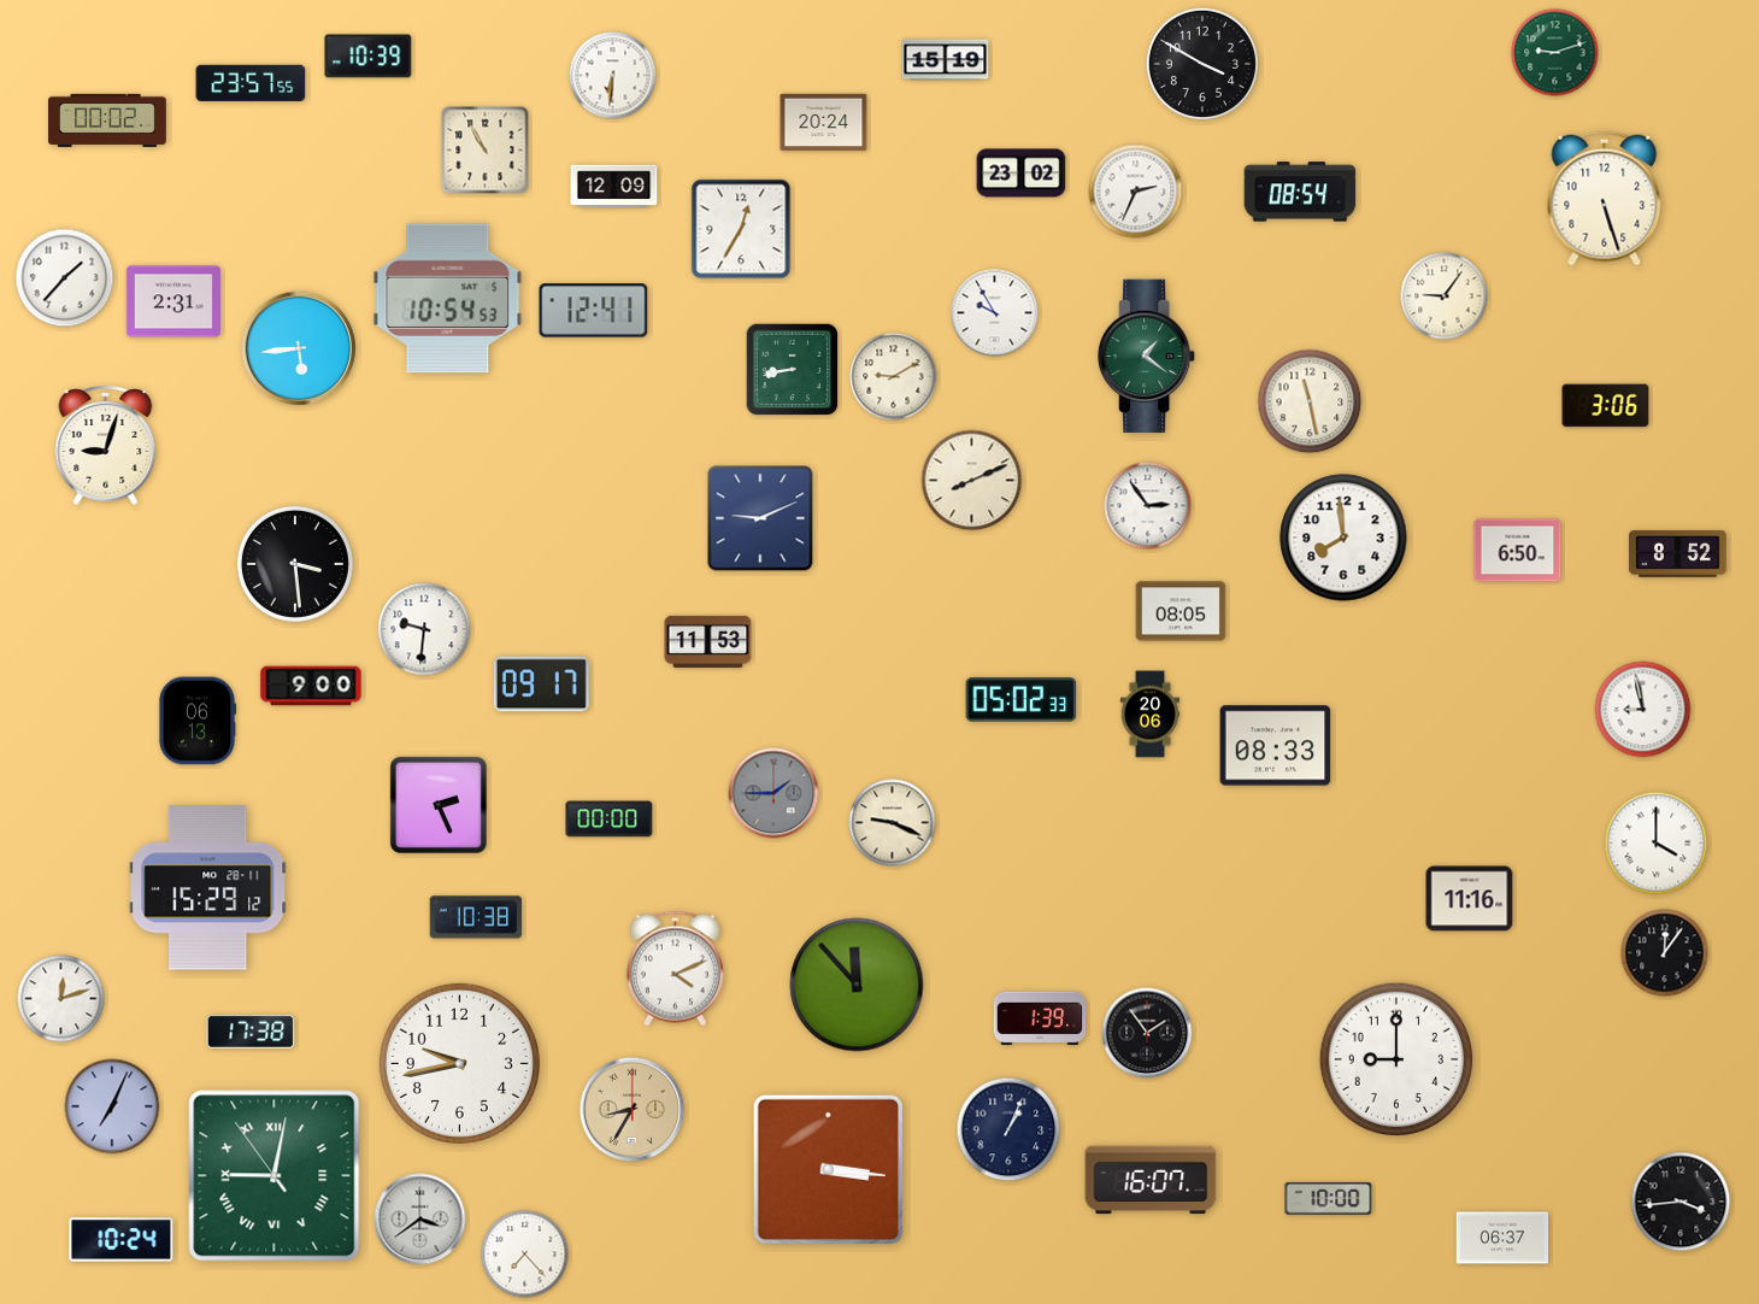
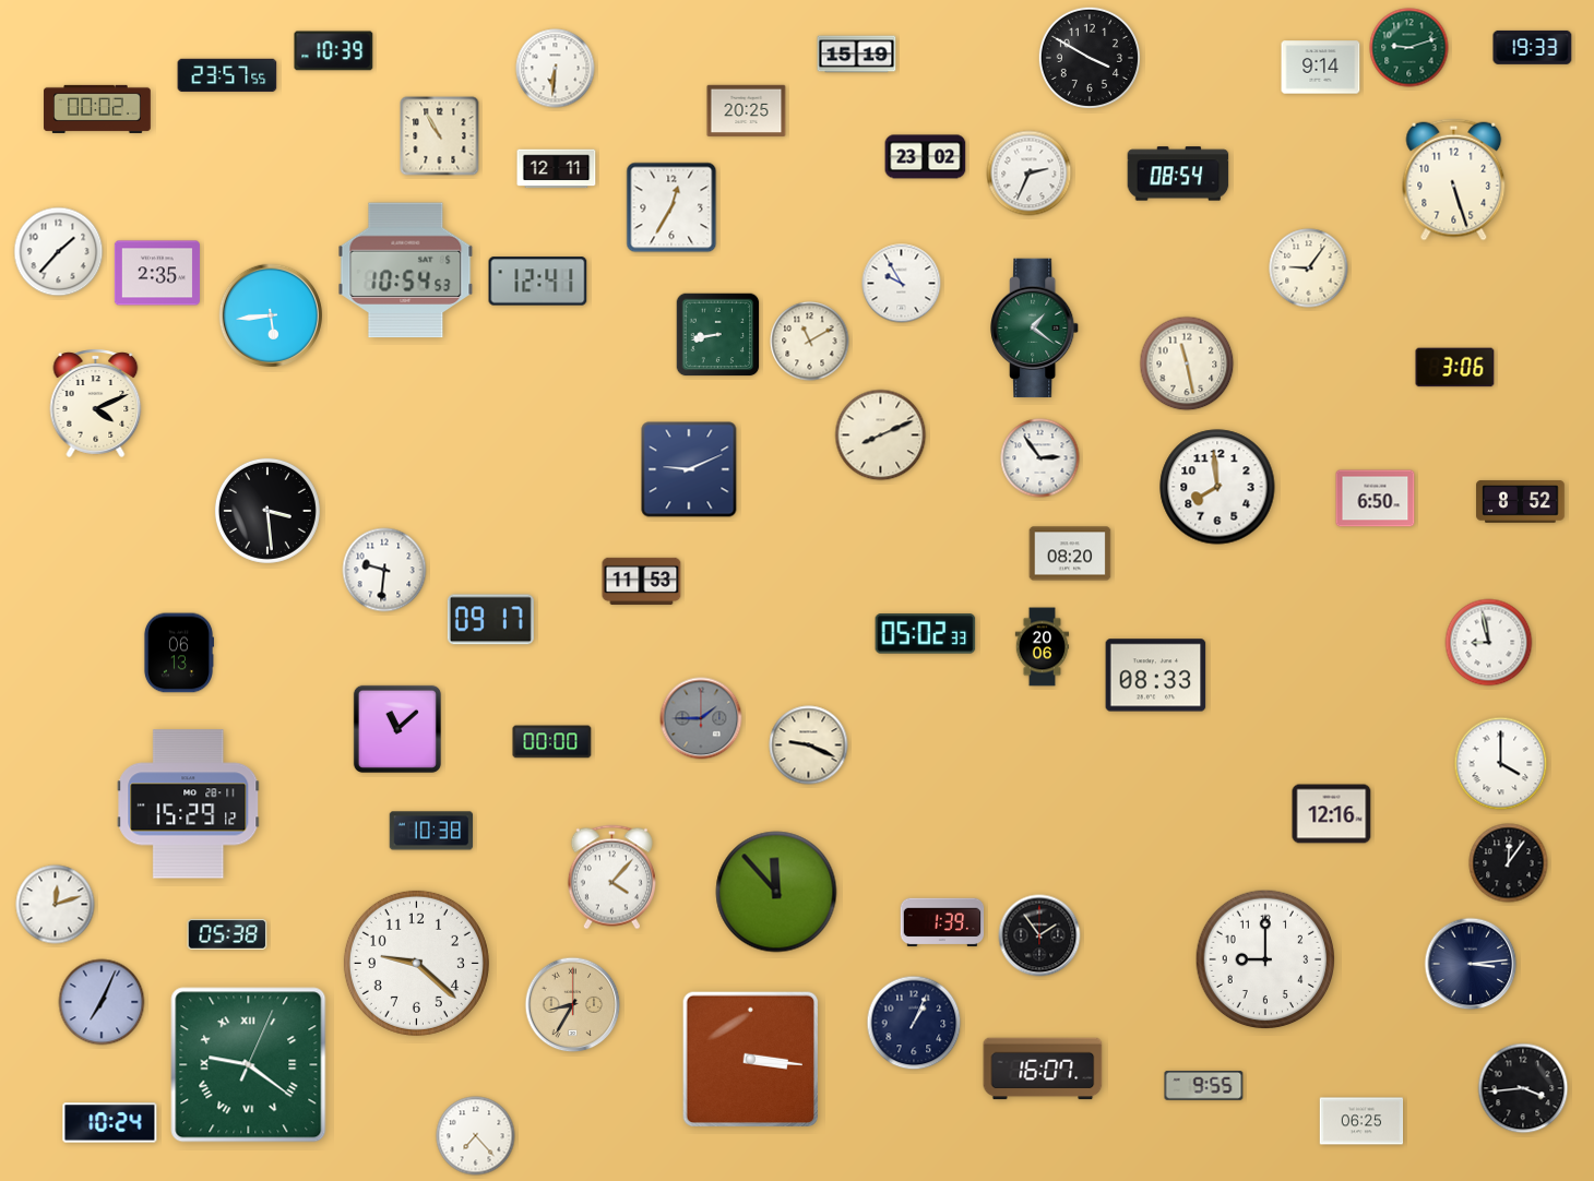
clock at (1533, 47): none -> 19:33
clock at (1321, 68): none -> 9:14
clock at (824, 123): 20:24 -> 20:25
clock at (614, 187): 12:09 -> 12:11
clock at (173, 301): 2:31 -> 2:35
clock at (1147, 357) position: (1147, 357) -> (1035, 329)
clock at (894, 377): 9:10 -> 11:10
clock at (106, 445): 9:03 -> 4:11
clock at (1181, 611): 08:05 -> 08:20
clock at (311, 686): 9:00 -> none
clock at (439, 805): 2:26 -> 11:08
clock at (1470, 899): 11:16 -> 12:16
clock at (675, 969): 4:11 -> 4:07
clock at (251, 1032): 17:38 -> 05:38
clock at (459, 1063): 9:43 -> 9:22
clock at (1471, 964): none -> 3:14
clock at (275, 1176): 9:01 -> 9:21
clock at (1329, 1199): 10:00 -> 9:55
clock at (420, 1220): 3:39 -> none
clock at (1502, 1238): 06:37 -> 06:25
